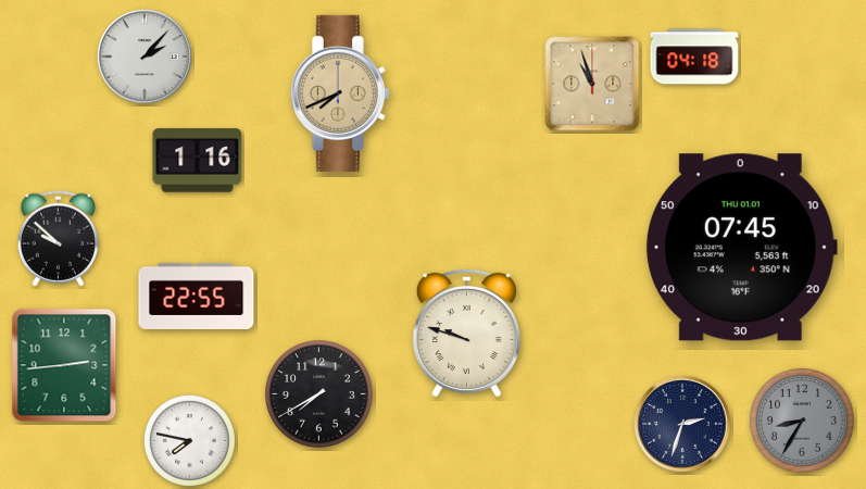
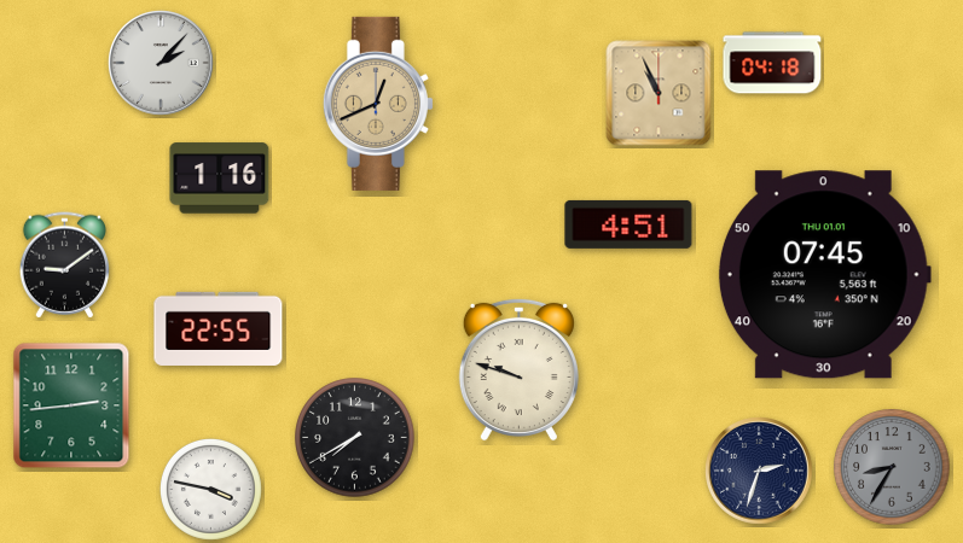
clock at (592, 84): 10:57 -> 10:56
clock at (340, 93): 7:41 -> 12:41
clock at (628, 224): none -> 4:51
clock at (58, 239): 9:52 -> 9:09
clock at (189, 440): 7:47 -> 3:47
